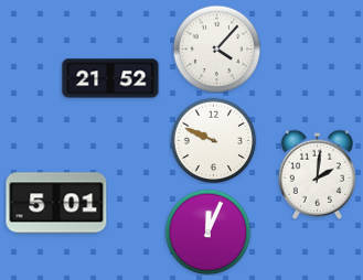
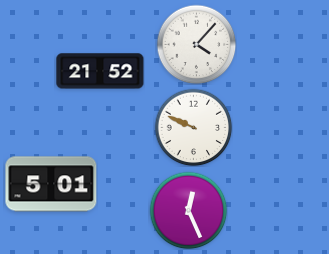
clock at (317, 174): 2:01 -> none
clock at (207, 231): 12:04 -> 12:26
